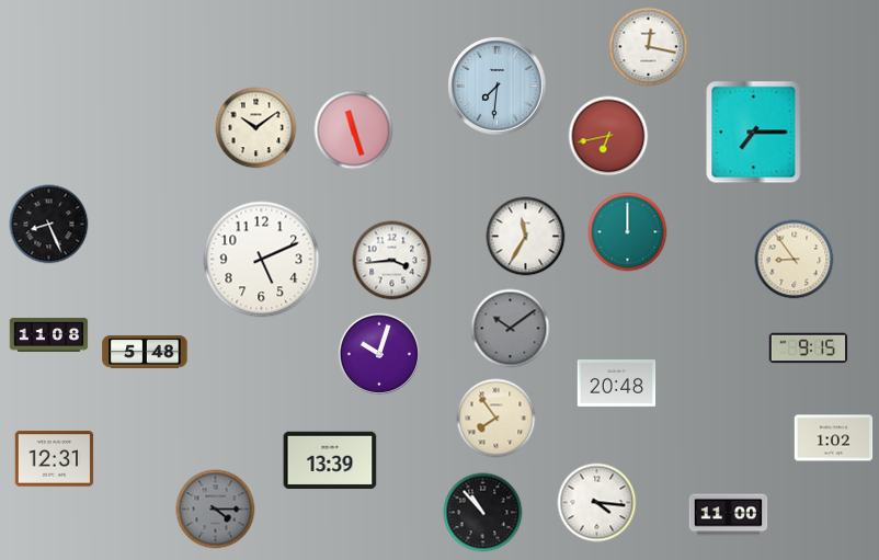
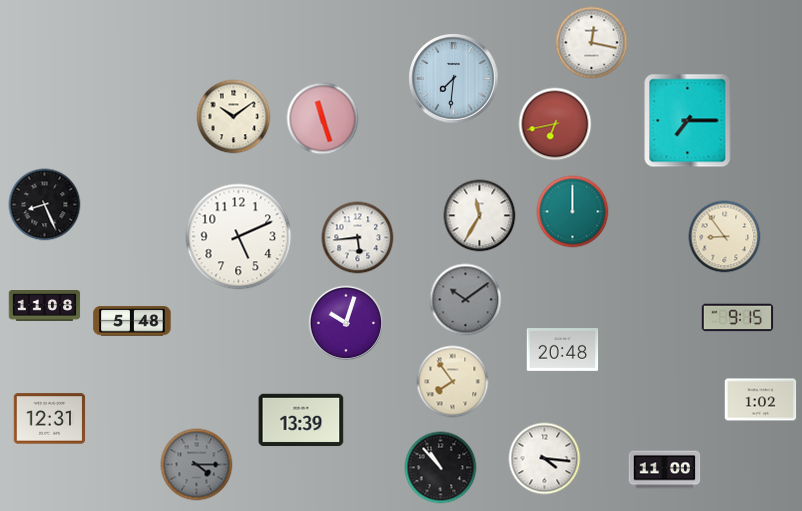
clock at (392, 261): 3:44 -> 5:44
